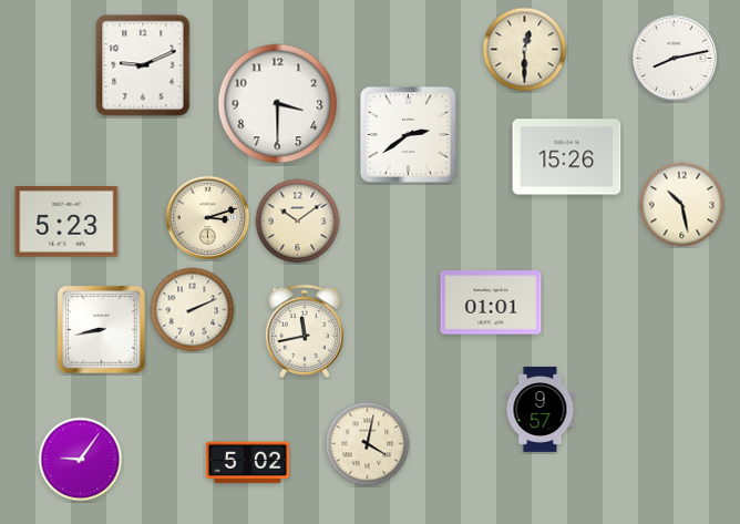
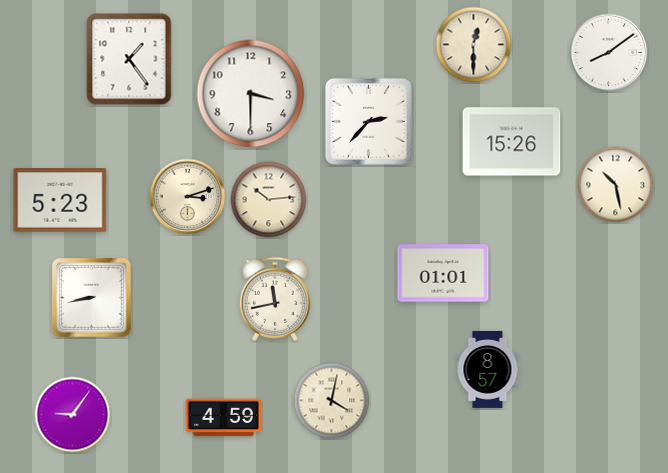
clock at (675, 59): 8:13 -> 8:09
clock at (143, 65): 9:11 -> 1:24
clock at (408, 134): 2:39 -> 2:37
clock at (298, 222): 10:09 -> 10:14
clock at (193, 310): 2:11 -> none
clock at (541, 409): 9:57 -> 8:57
clock at (247, 463): 5:02 -> 4:59
